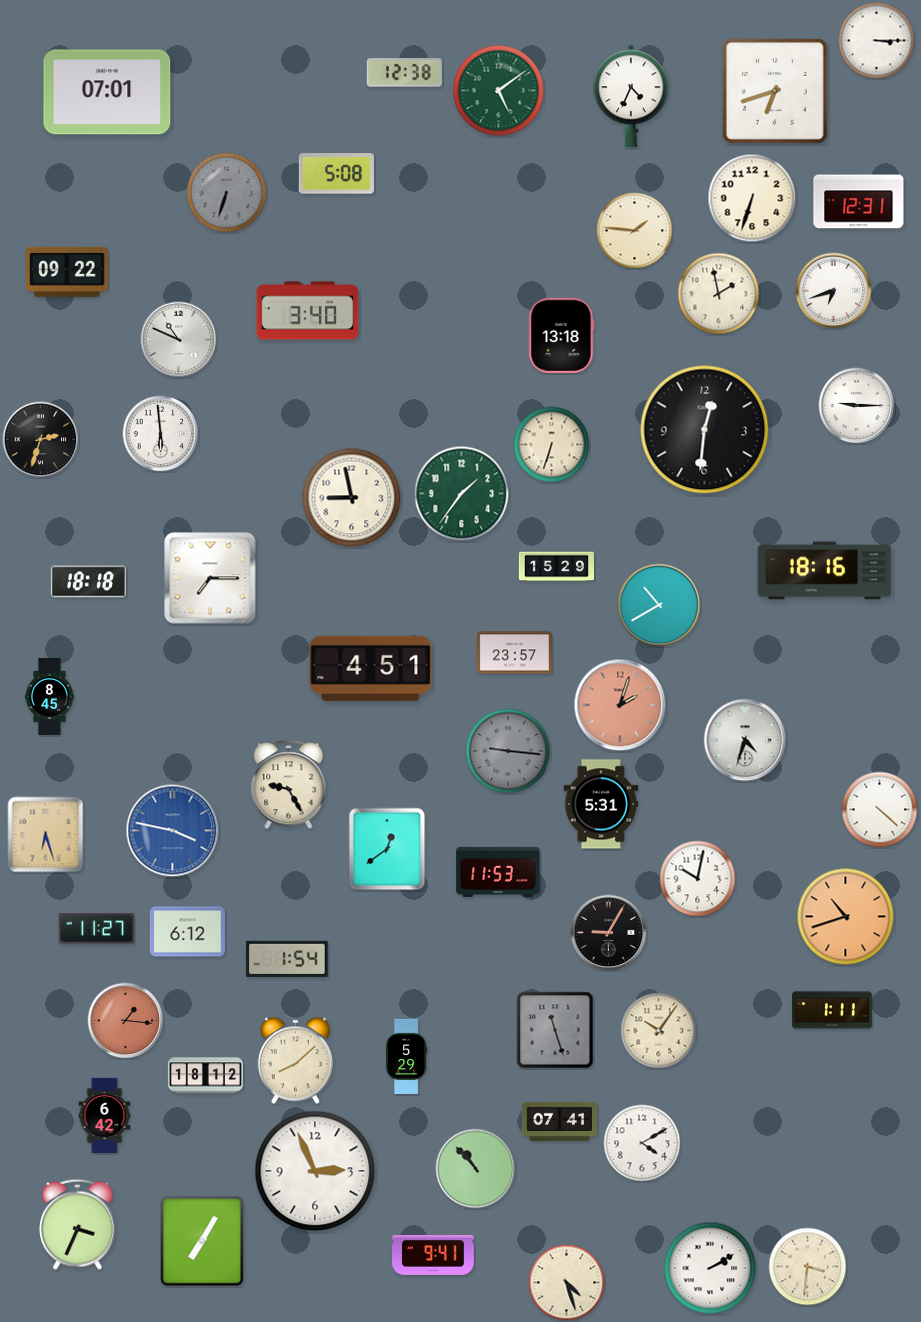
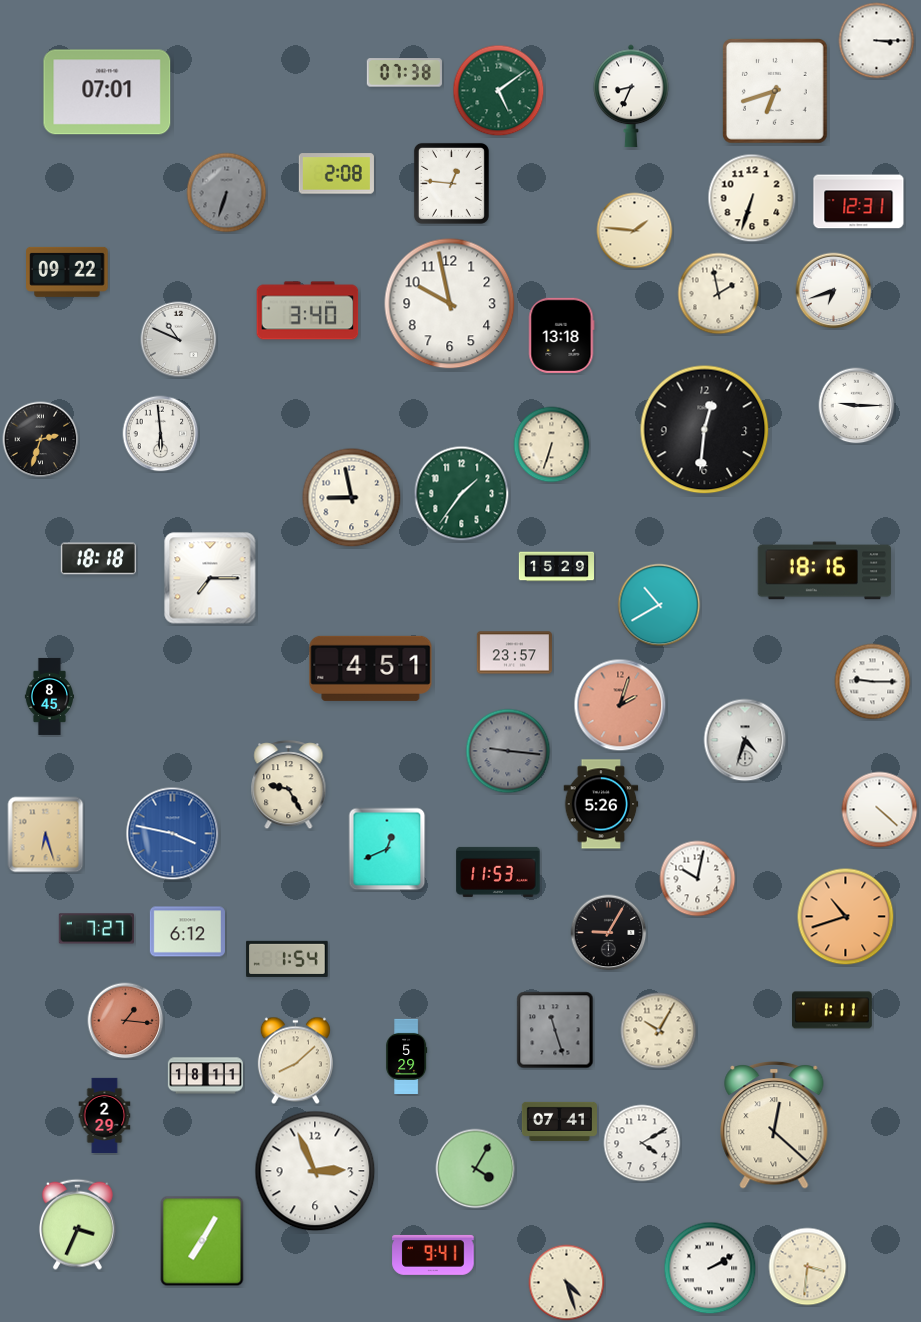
clock at (404, 73): 12:38 -> 07:38
clock at (631, 96): 4:34 -> 8:34
clock at (336, 174): 5:08 -> 2:08
clock at (451, 183): none -> 12:46
clock at (450, 304): none -> 9:58
clock at (88, 582) position: (88, 582) -> (98, 559)
clock at (873, 682): none -> 9:15
clock at (601, 804): 5:31 -> 5:26
clock at (173, 831) position: (173, 831) -> (173, 834)
clock at (387, 849): 12:39 -> 12:41
clock at (96, 929): 11:27 -> 7:27
clock at (659, 1031): 10:06 -> 10:05
clock at (205, 1076): 18:12 -> 18:11
clock at (105, 1115): 6:42 -> 2:29
clock at (774, 1125): none -> 12:22
clock at (476, 1169): 10:53 -> 4:05
